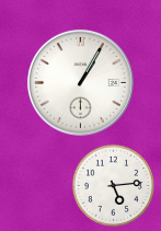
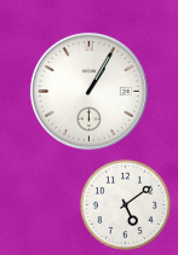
clock at (113, 185): 5:14 -> 5:09
